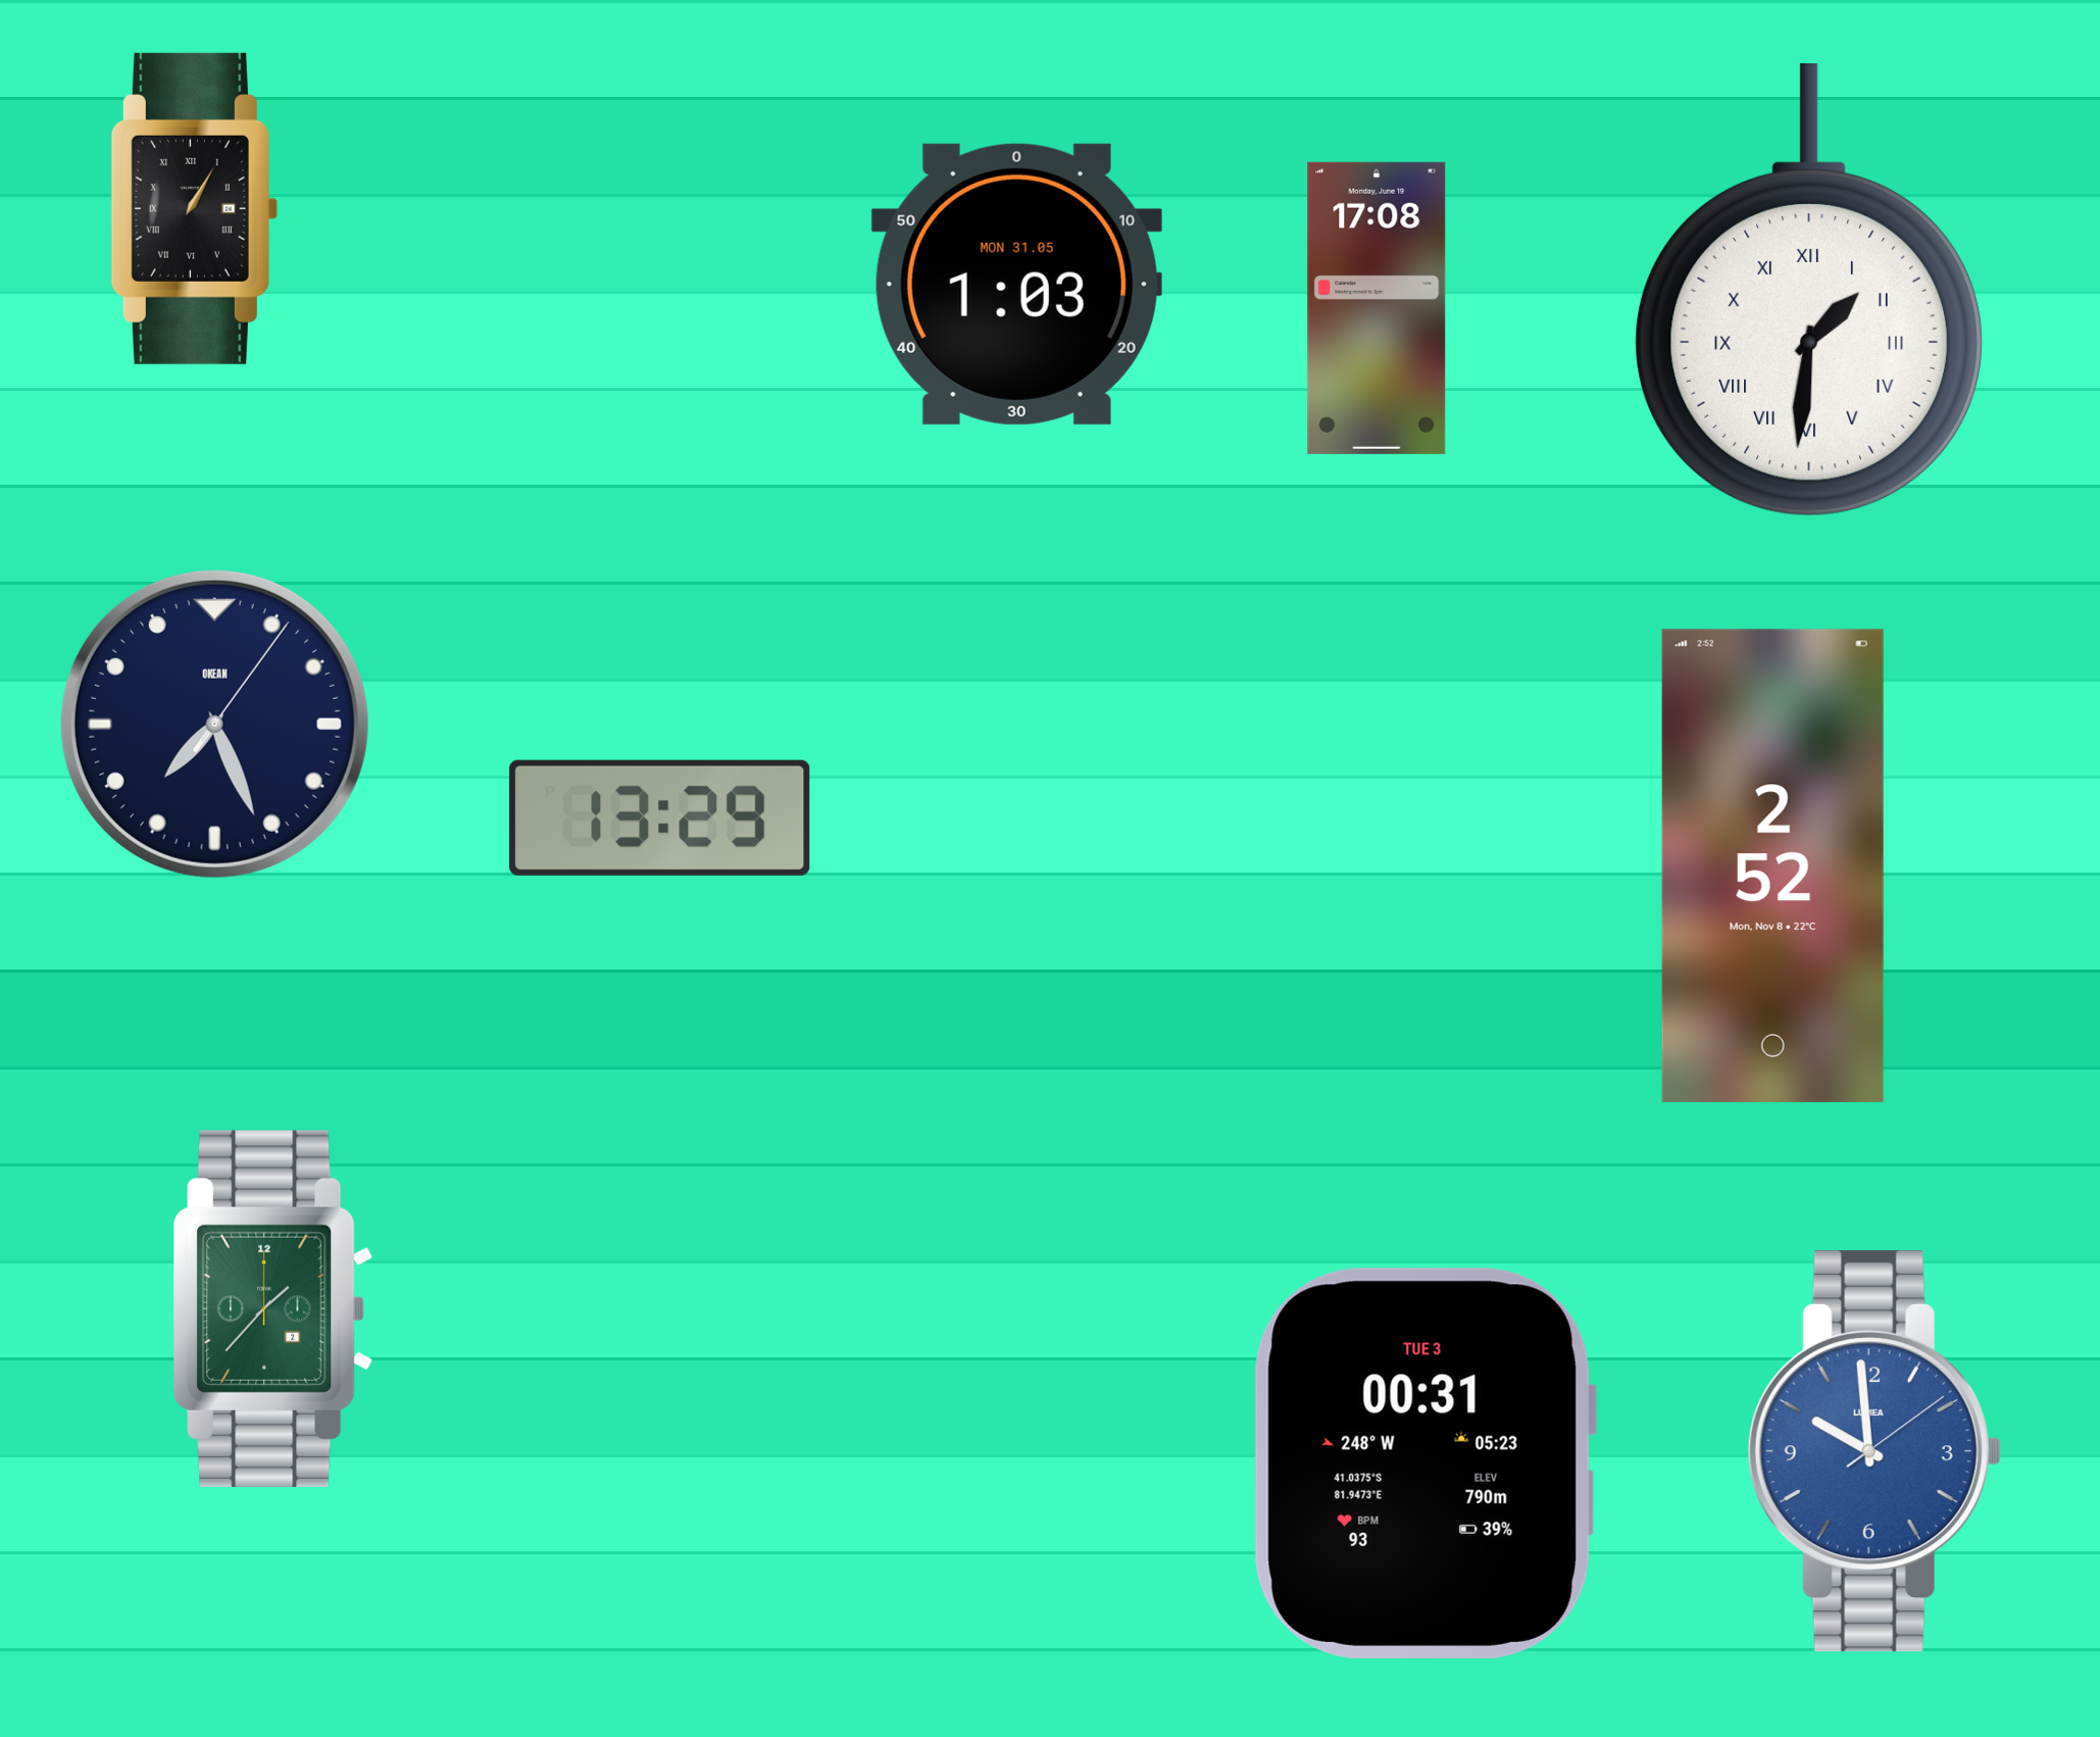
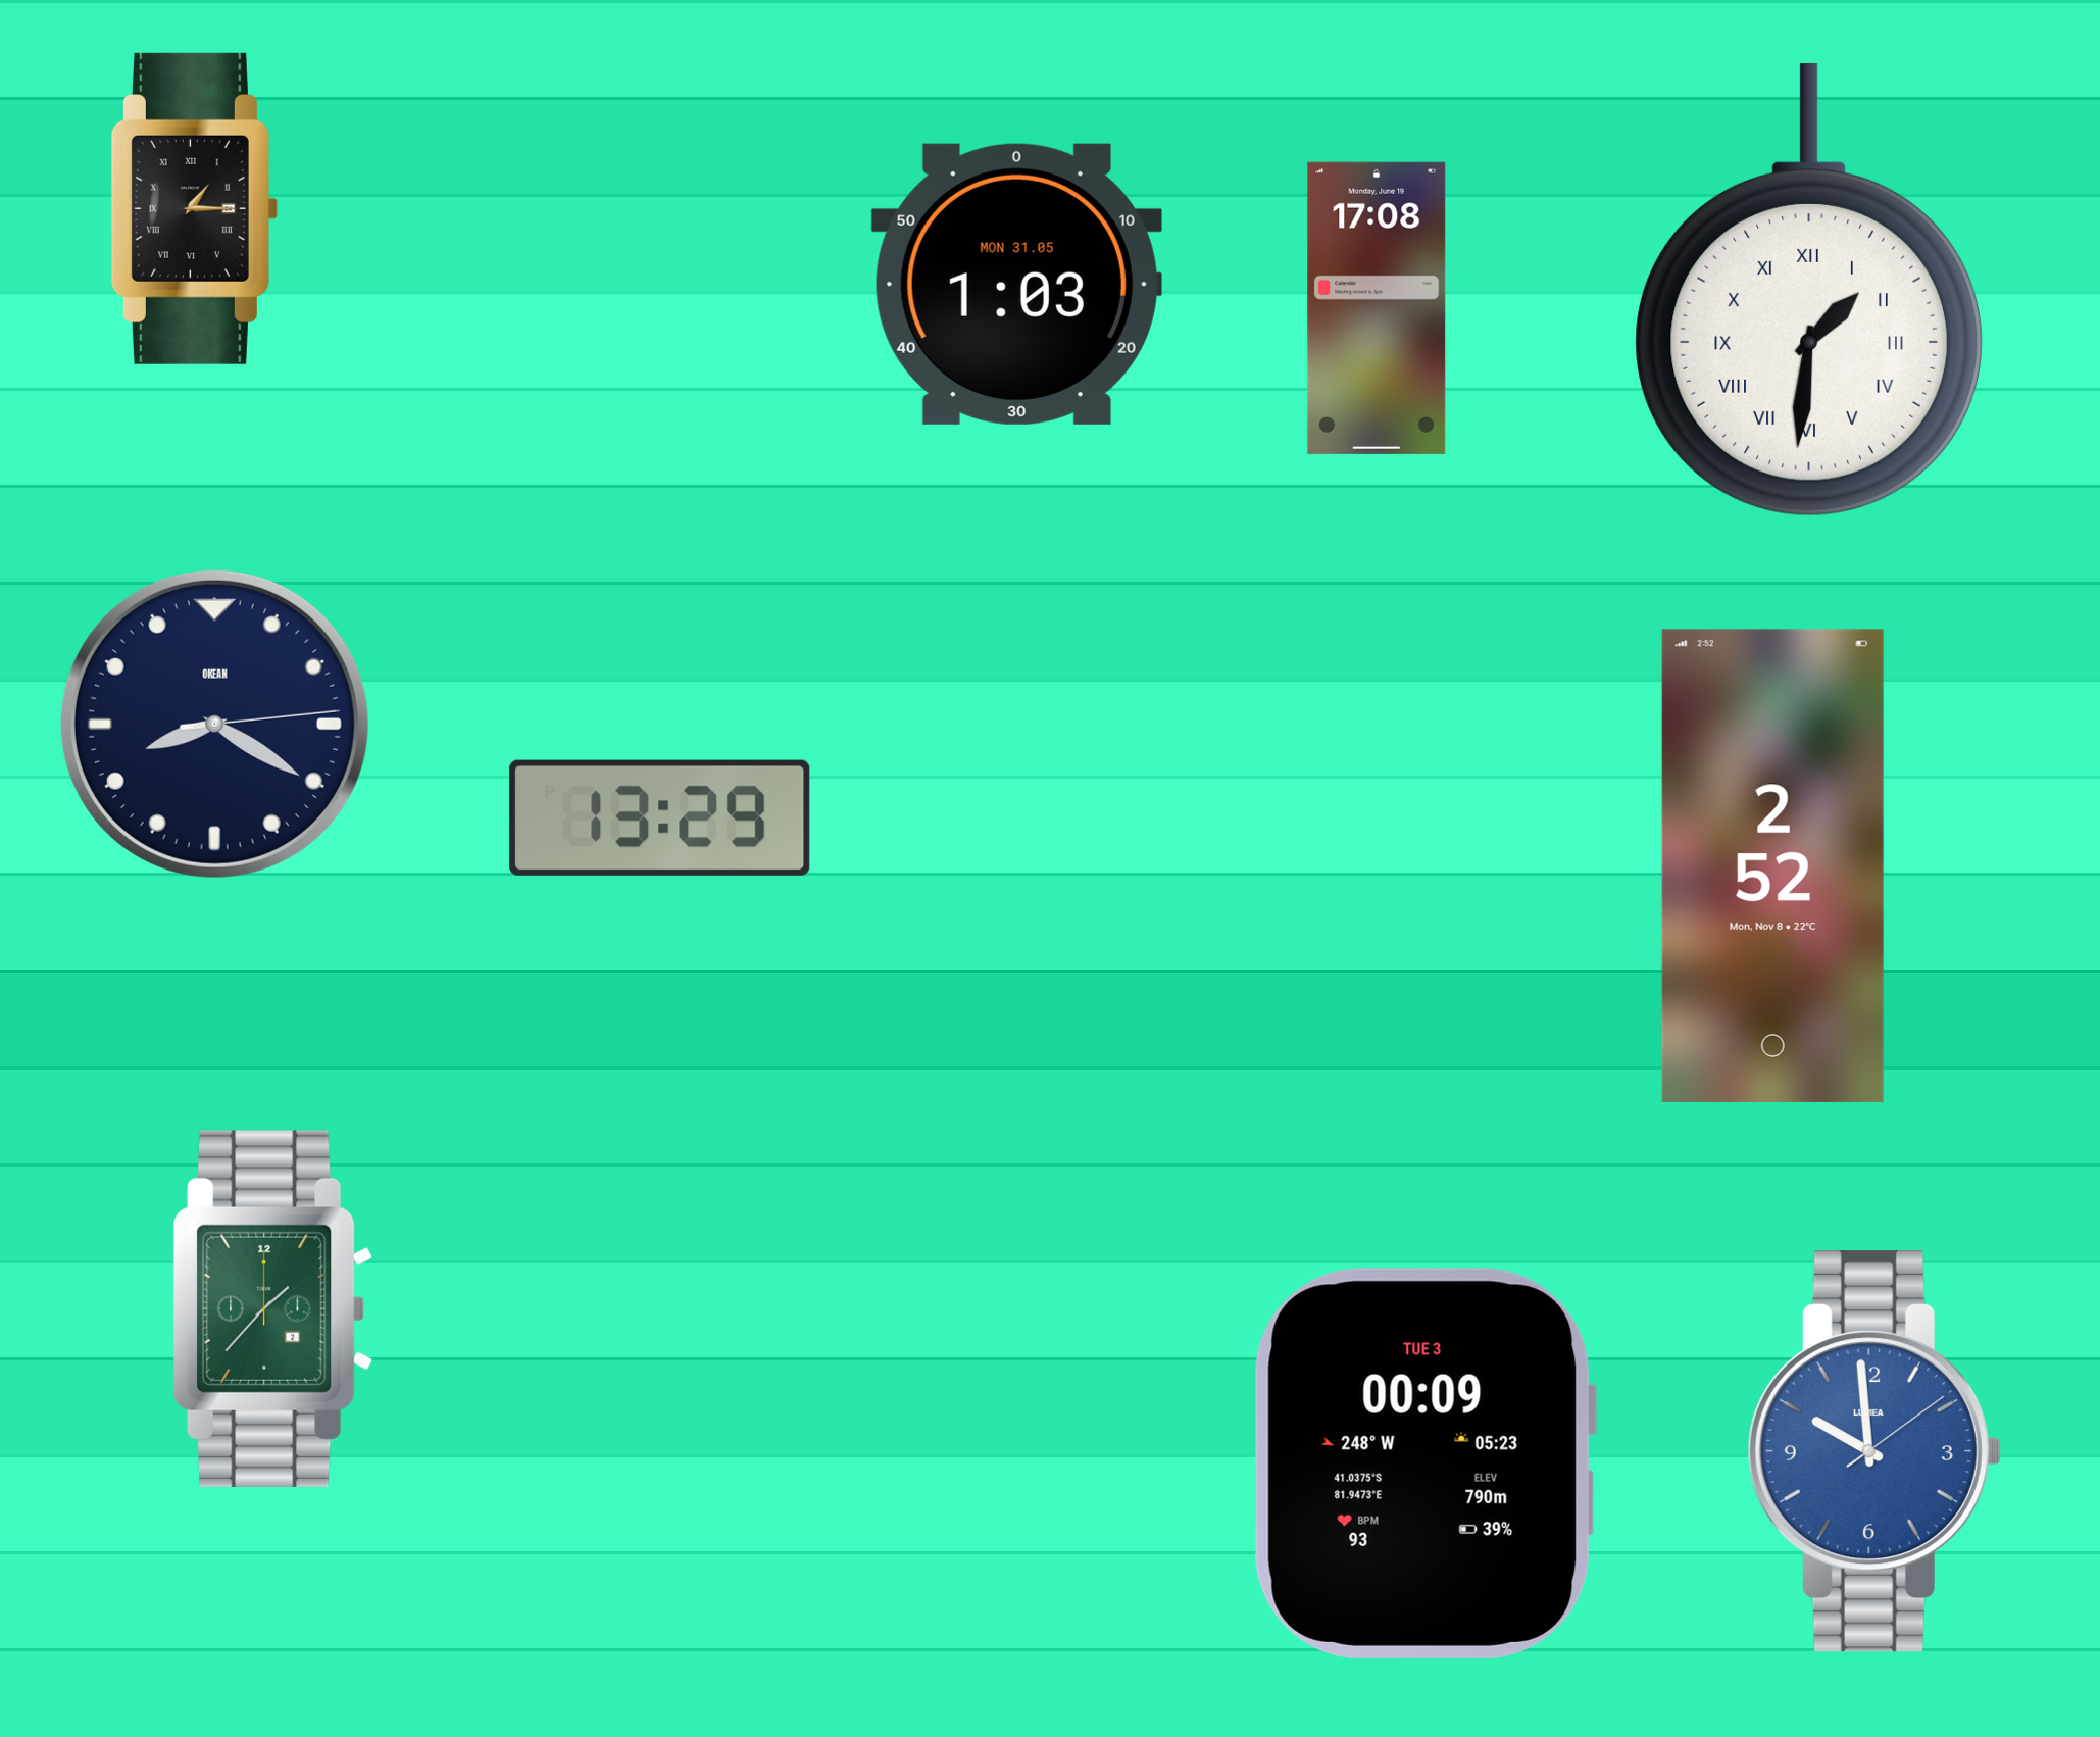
clock at (194, 208): 1:05 -> 1:15
clock at (214, 724): 7:26 -> 8:20
clock at (1426, 1463): 00:31 -> 00:09
